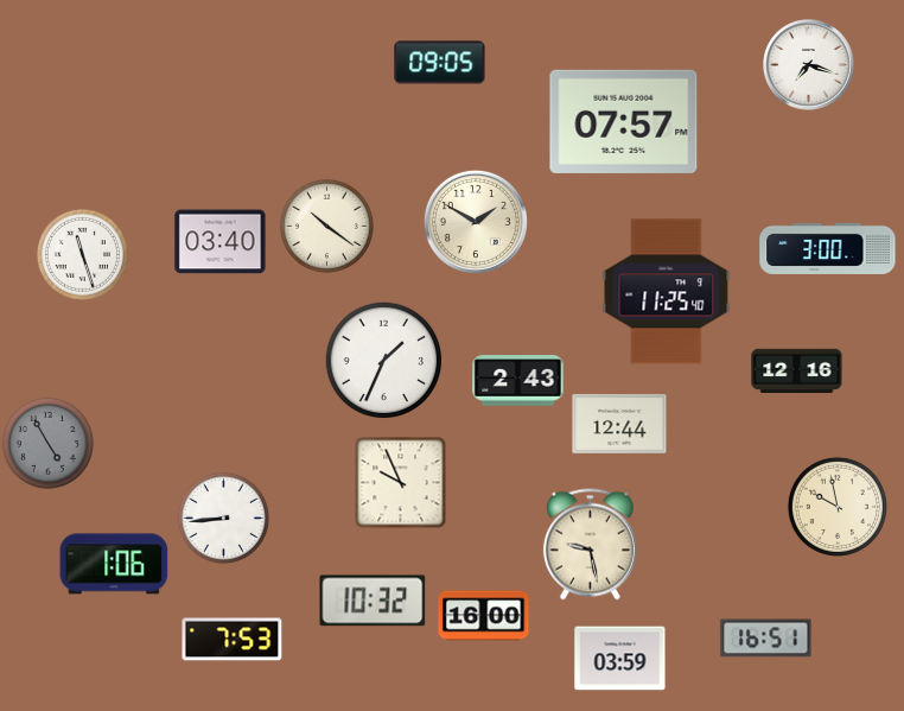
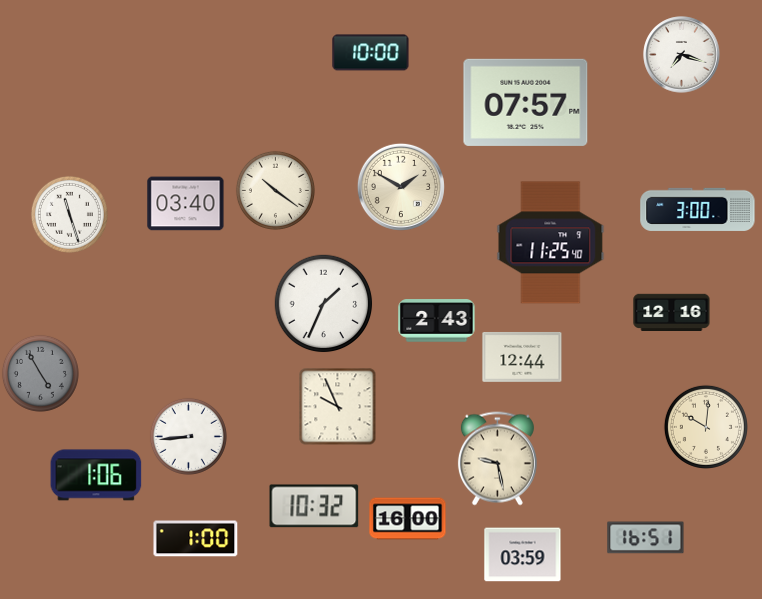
clock at (440, 63): 09:05 -> 10:00
clock at (667, 292) position: (667, 292) -> (551, 243)
clock at (838, 507): 9:58 -> 10:01
clock at (233, 640): 7:53 -> 1:00
